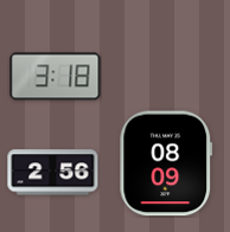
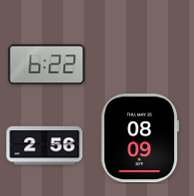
clock at (56, 77): 3:18 -> 6:22
